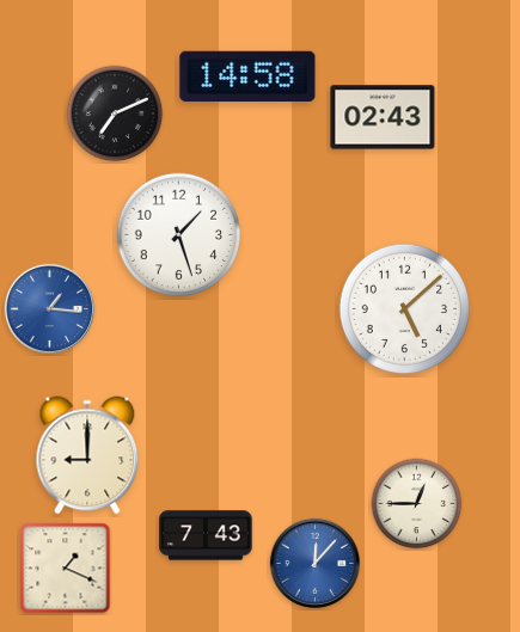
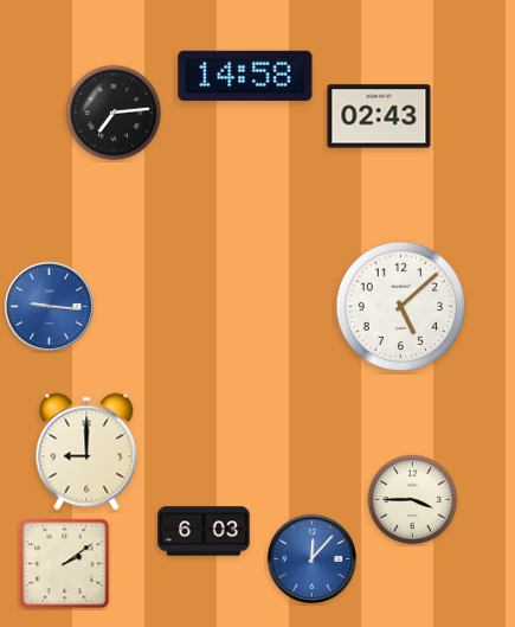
clock at (115, 113): 7:11 -> 7:14
clock at (179, 235): 1:27 -> none
clock at (49, 308): 1:16 -> 9:16
clock at (417, 504): 12:45 -> 3:45
clock at (206, 535): 7:43 -> 6:03
clock at (66, 569): 1:19 -> 2:09
